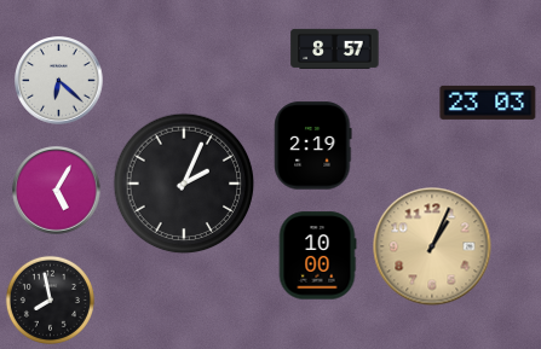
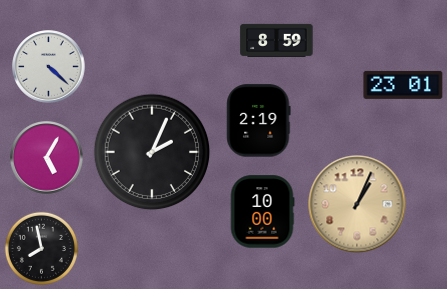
clock at (335, 48): 8:57 -> 8:59
clock at (59, 81): 6:22 -> 4:22
clock at (488, 103): 23:03 -> 23:01
